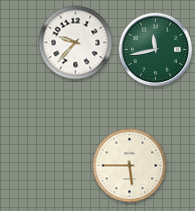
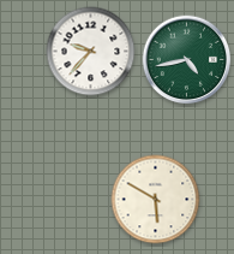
clock at (156, 50): 11:43 -> 4:43
clock at (130, 166): 5:45 -> 5:50
